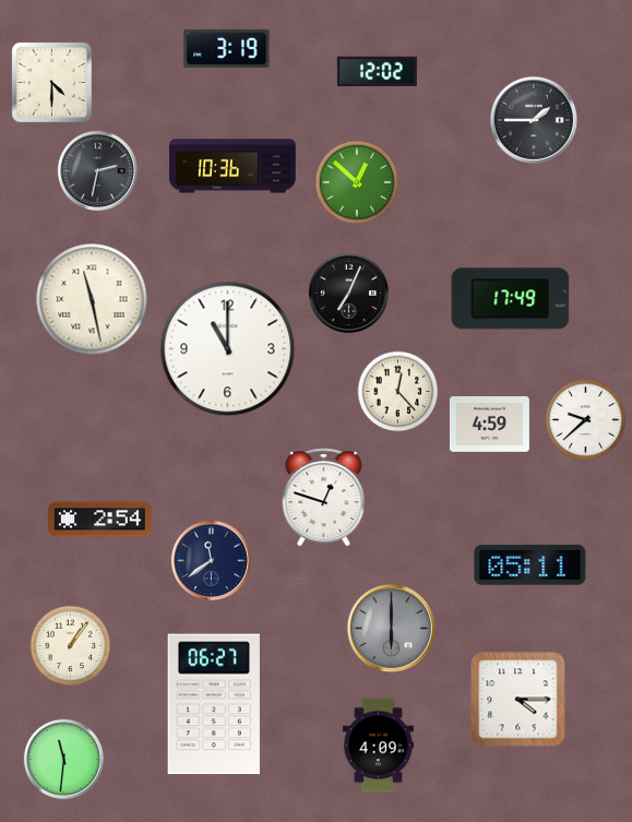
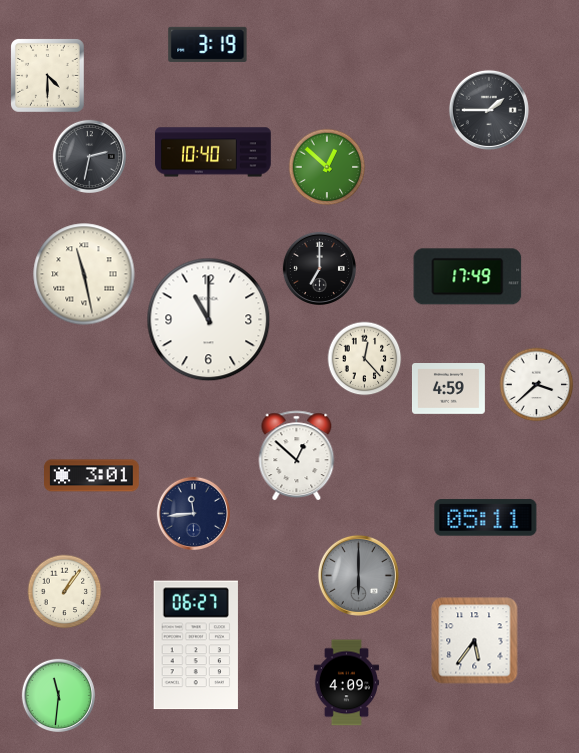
clock at (377, 72): 12:02 -> none
clock at (232, 166): 10:36 -> 10:40
clock at (348, 293): 7:04 -> 7:00
clock at (511, 299) position: (511, 299) -> (468, 277)
clock at (586, 420): 9:38 -> 3:38
clock at (324, 498): 12:48 -> 12:52
clock at (100, 520): 2:54 -> 3:01
clock at (211, 560): 11:39 -> 11:44
clock at (518, 700): 4:15 -> 5:36
